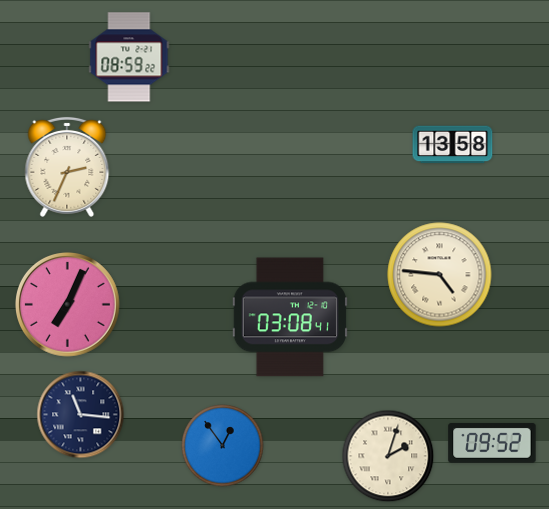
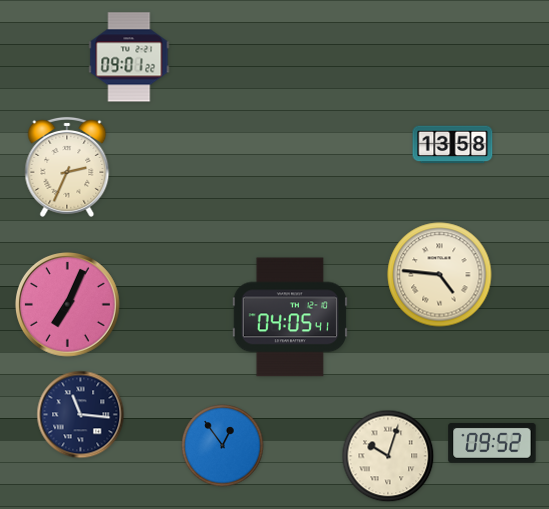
clock at (129, 57): 08:59 -> 09:01
clock at (290, 317): 03:08 -> 04:05
clock at (388, 456): 2:03 -> 10:03
